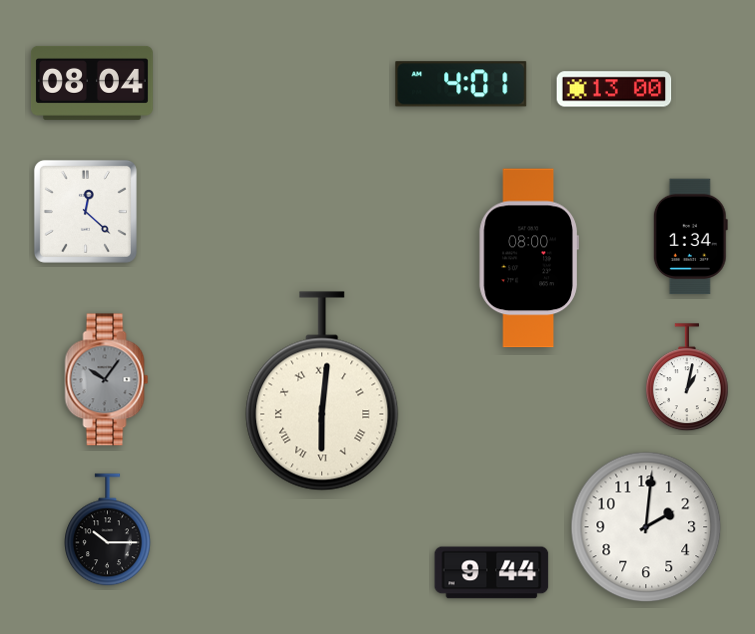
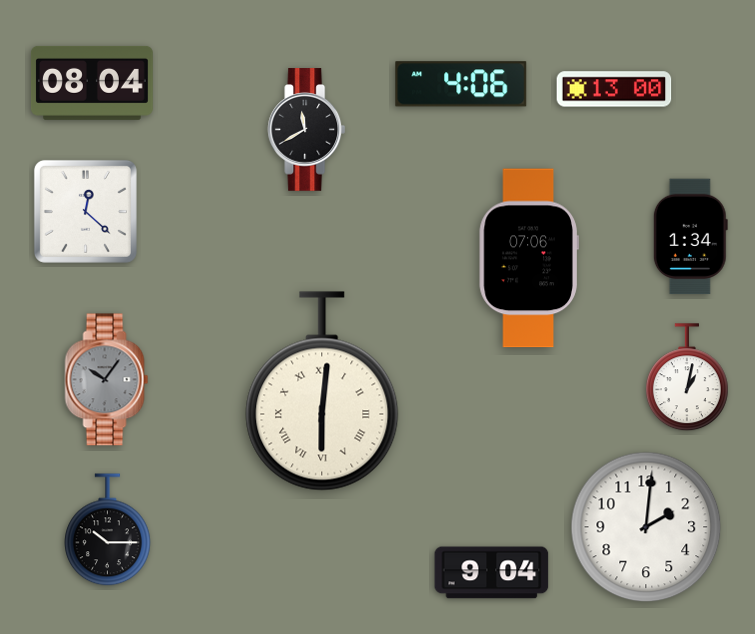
clock at (461, 84): 4:01 -> 4:06
clock at (307, 130): none -> 11:40
clock at (529, 258): 08:00 -> 07:06
clock at (492, 573): 9:44 -> 9:04
